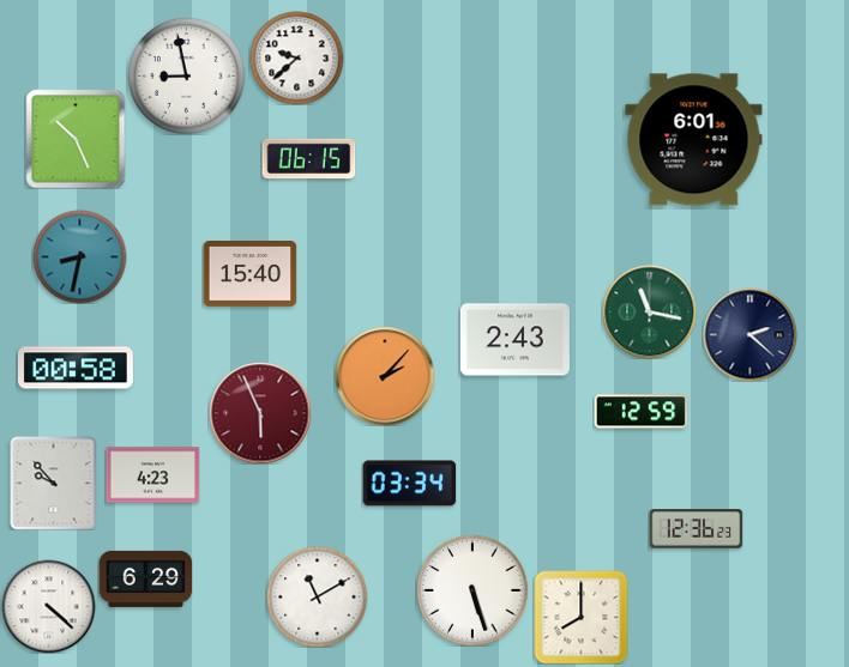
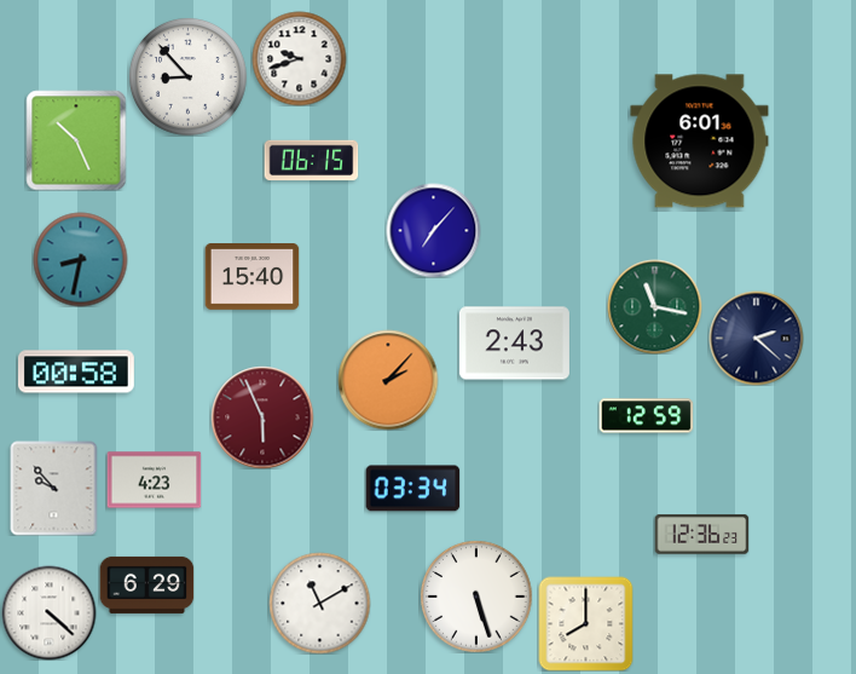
clock at (296, 57): 9:38 -> 9:42
clock at (186, 75): 8:58 -> 8:53
clock at (433, 230): none -> 7:07
clock at (649, 311) position: (649, 311) -> (654, 306)
clock at (514, 340) position: (514, 340) -> (514, 344)
